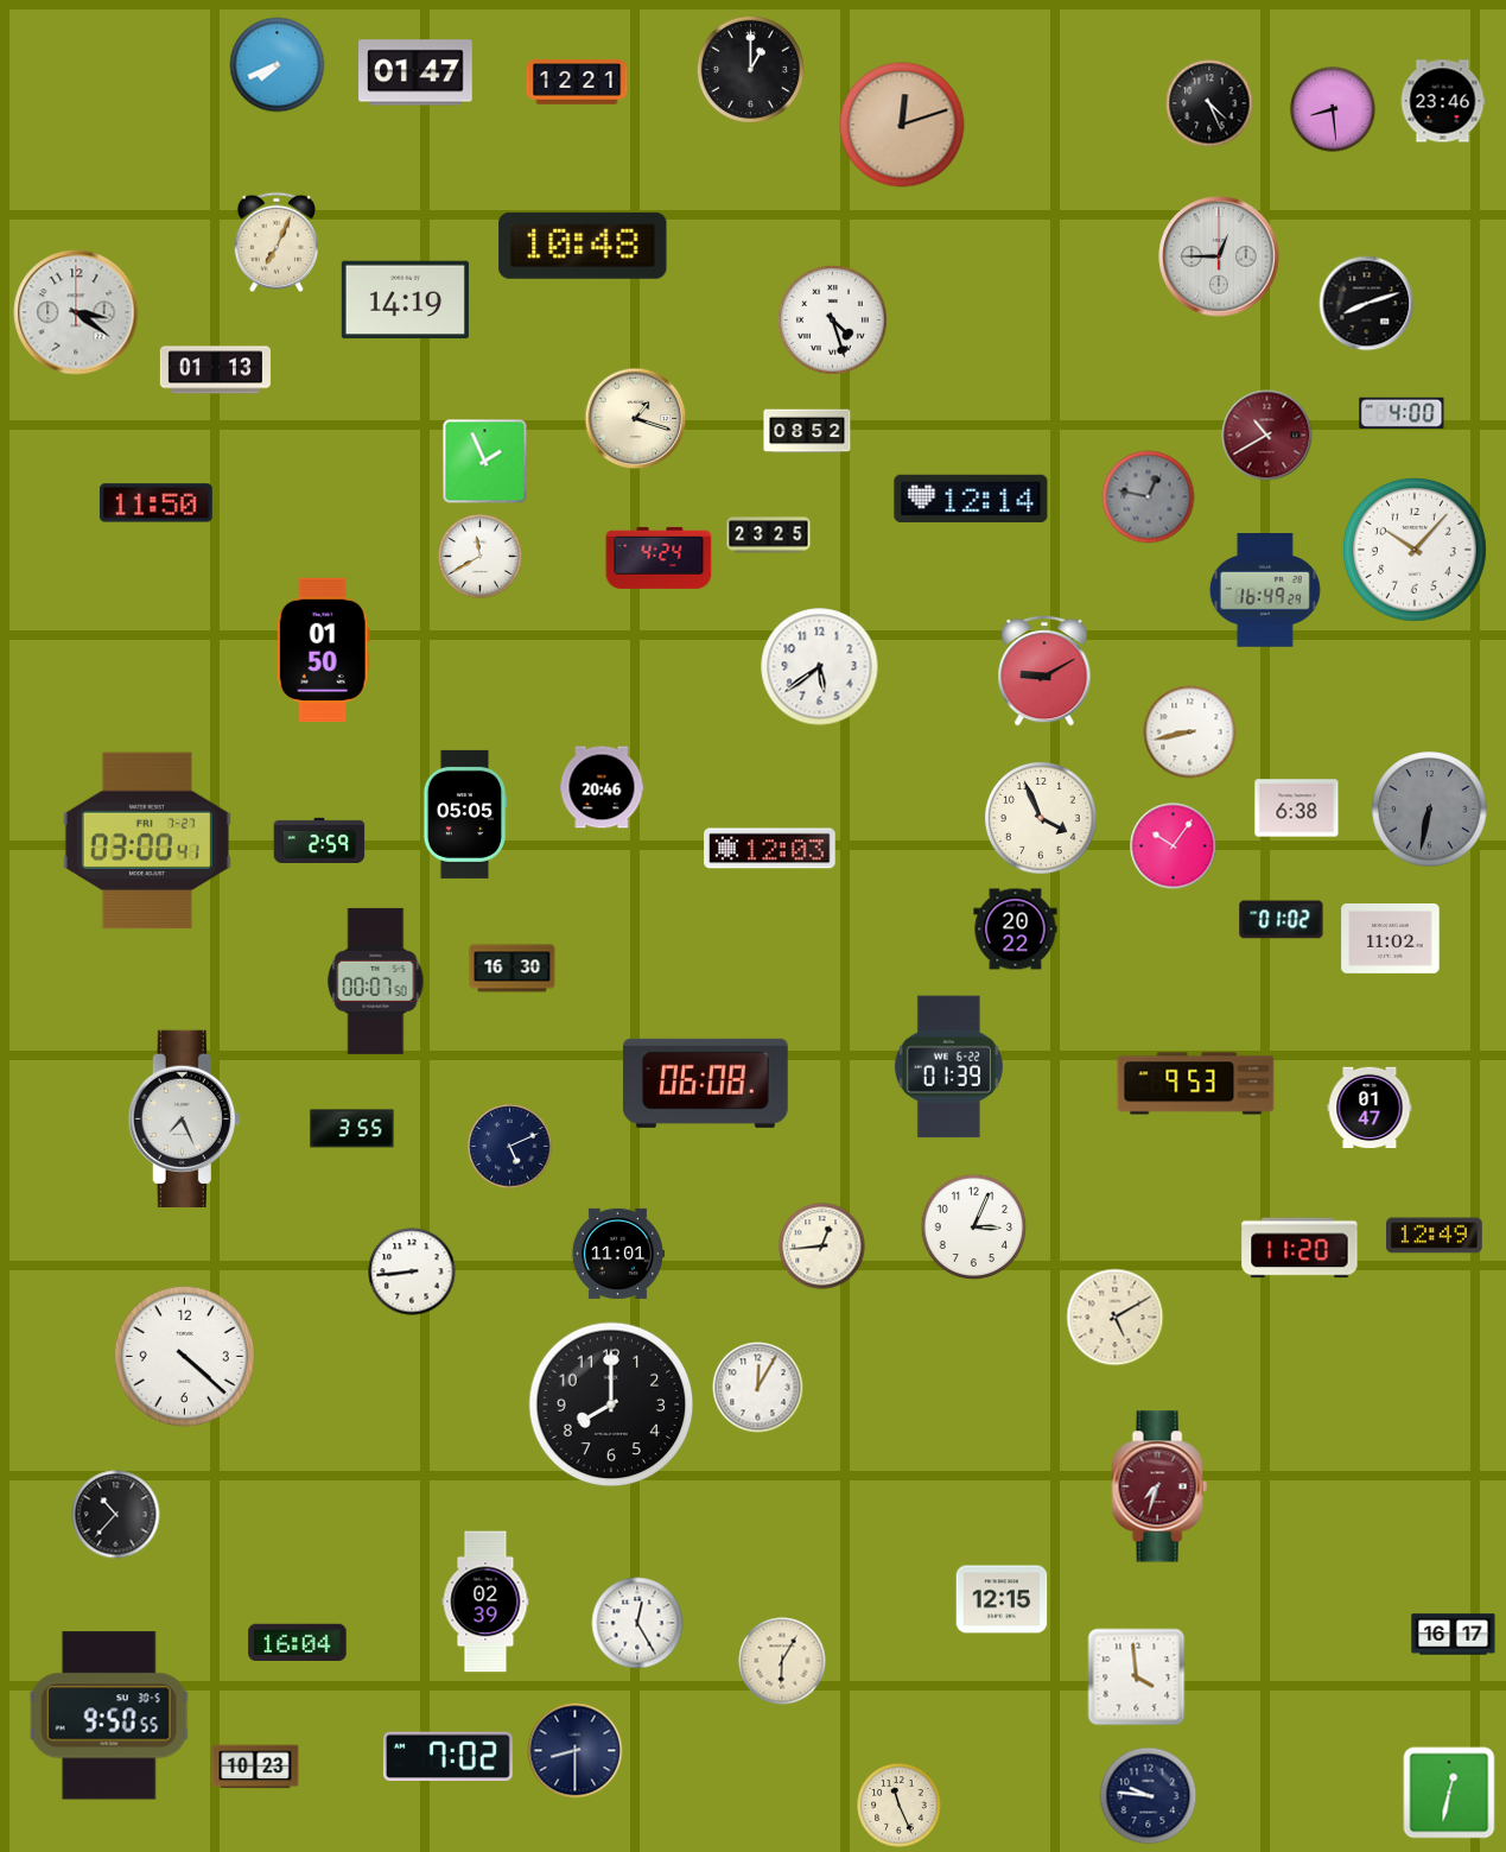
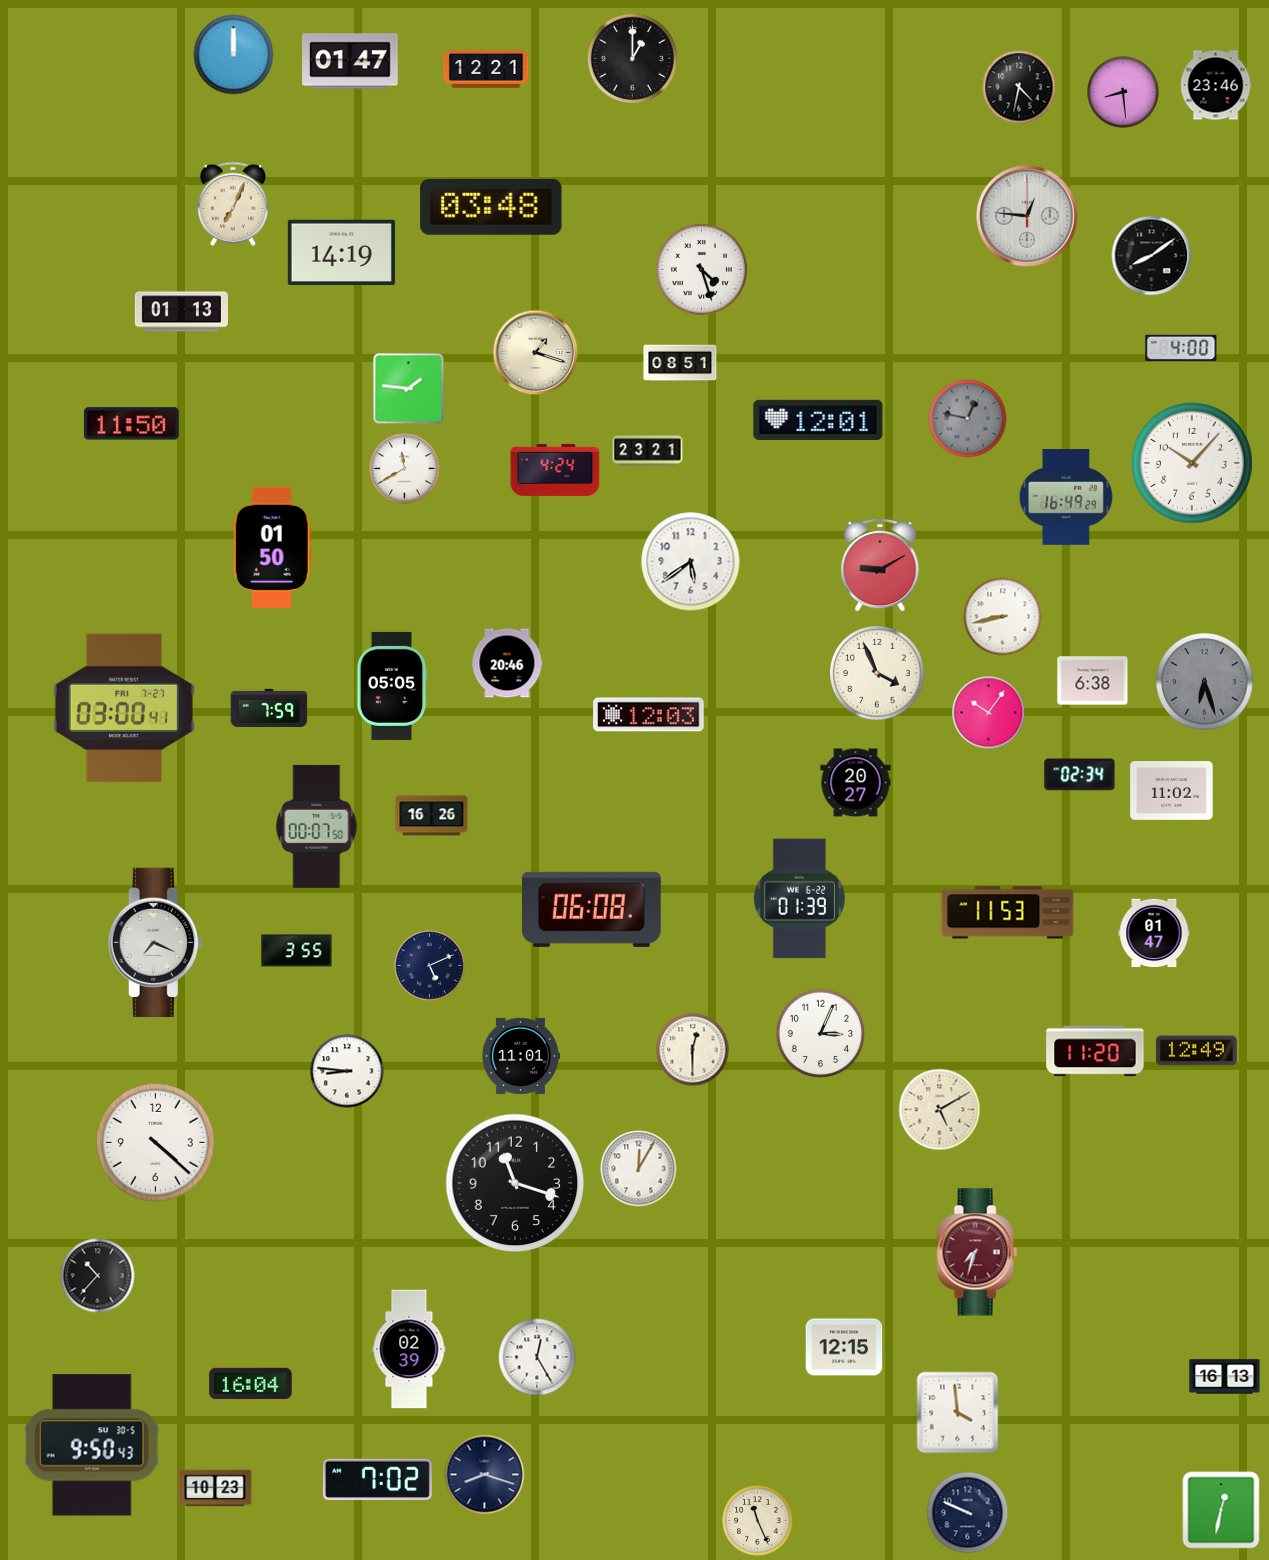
clock at (278, 65): 7:41 -> 12:00
clock at (1209, 103): 4:26 -> 4:32
clock at (902, 125): 12:12 -> none
clock at (583, 246): 10:48 -> 03:48
clock at (1219, 256): 12:45 -> 12:46
clock at (1367, 304): 8:12 -> 8:09
clock at (76, 312): 3:21 -> none
clock at (807, 431): 08:52 -> 08:51
clock at (1267, 436): 10:40 -> none
clock at (485, 462): 1:56 -> 1:46
clock at (971, 499): 12:14 -> 12:01
clock at (769, 535): 23:25 -> 23:21
clock at (1430, 810): 6:32 -> 6:27
clock at (1042, 819) position: (1042, 819) -> (878, 674)
clock at (319, 839): 2:59 -> 7:59
clock at (1282, 920): 01:02 -> 02:34
clock at (1016, 930): 20:22 -> 20:27
clock at (513, 969): 16:30 -> 16:26
clock at (705, 1083) position: (705, 1083) -> (591, 909)
clock at (1196, 1084): 9:53 -> 11:53
clock at (184, 1118): 7:26 -> 7:19
clock at (1435, 1236) position: (1435, 1236) -> (1197, 1051)
clock at (822, 1247): 12:44 -> 12:30
clock at (412, 1271): 8:44 -> 8:46
clock at (611, 1404): 8:00 -> 11:18
clock at (637, 1623) position: (637, 1623) -> (537, 1357)
clock at (1454, 1635): 16:17 -> 16:13
clock at (782, 1661): 6:05 -> none
clock at (109, 1715): 9:50:55 -> 9:50:43
clock at (576, 1751): 8:30 -> 8:18
clock at (1149, 1796): 9:46 -> 9:49
